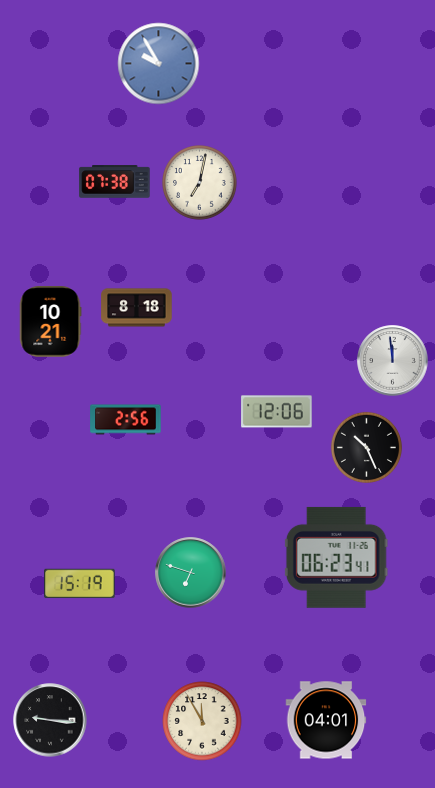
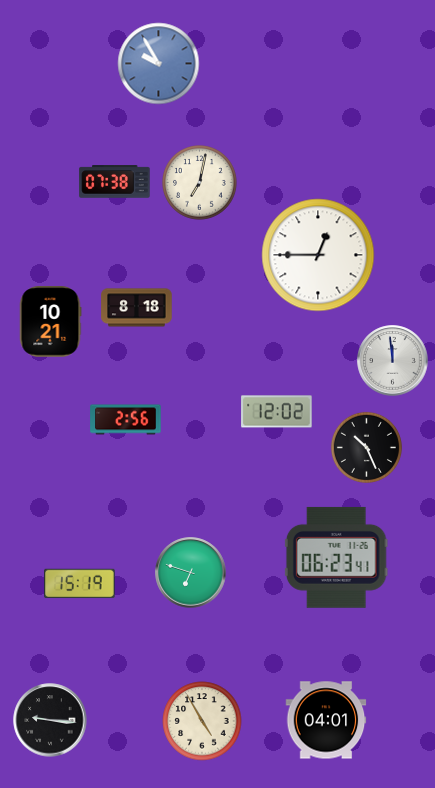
clock at (318, 255): none -> 12:45
clock at (277, 412): 12:06 -> 12:02
clock at (202, 721): 11:55 -> 4:55
